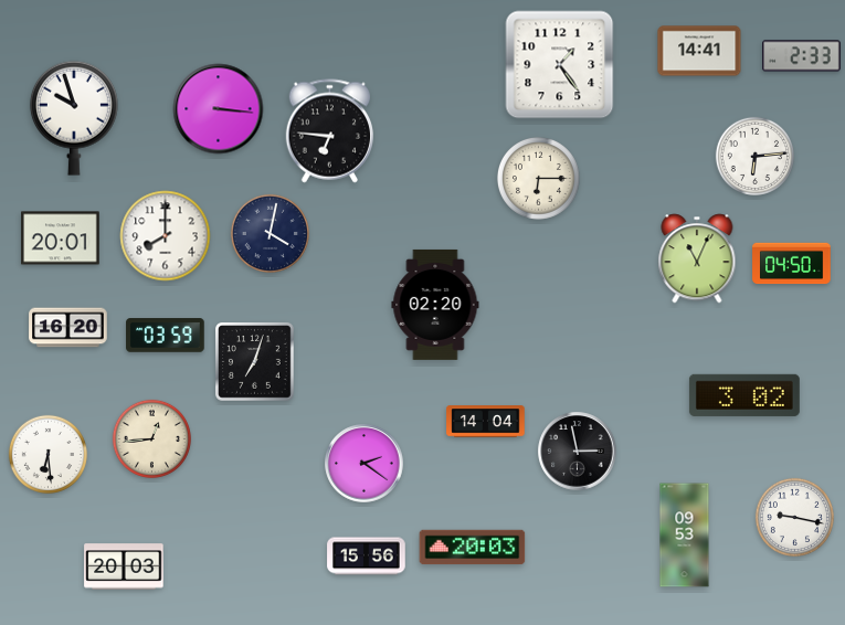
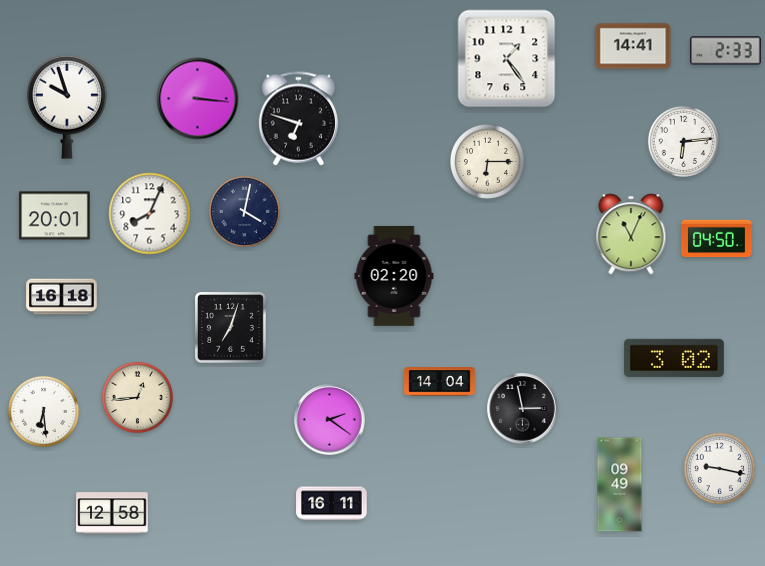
clock at (329, 131): 6:46 -> 6:48
clock at (166, 236): 8:00 -> 8:04
clock at (68, 328): 16:20 -> 16:18
clock at (166, 336): 03:59 -> none
clock at (685, 536): 09:53 -> 09:49
clock at (473, 548): 20:03 -> none
clock at (367, 557): 15:56 -> 16:11
clock at (124, 566): 20:03 -> 12:58
